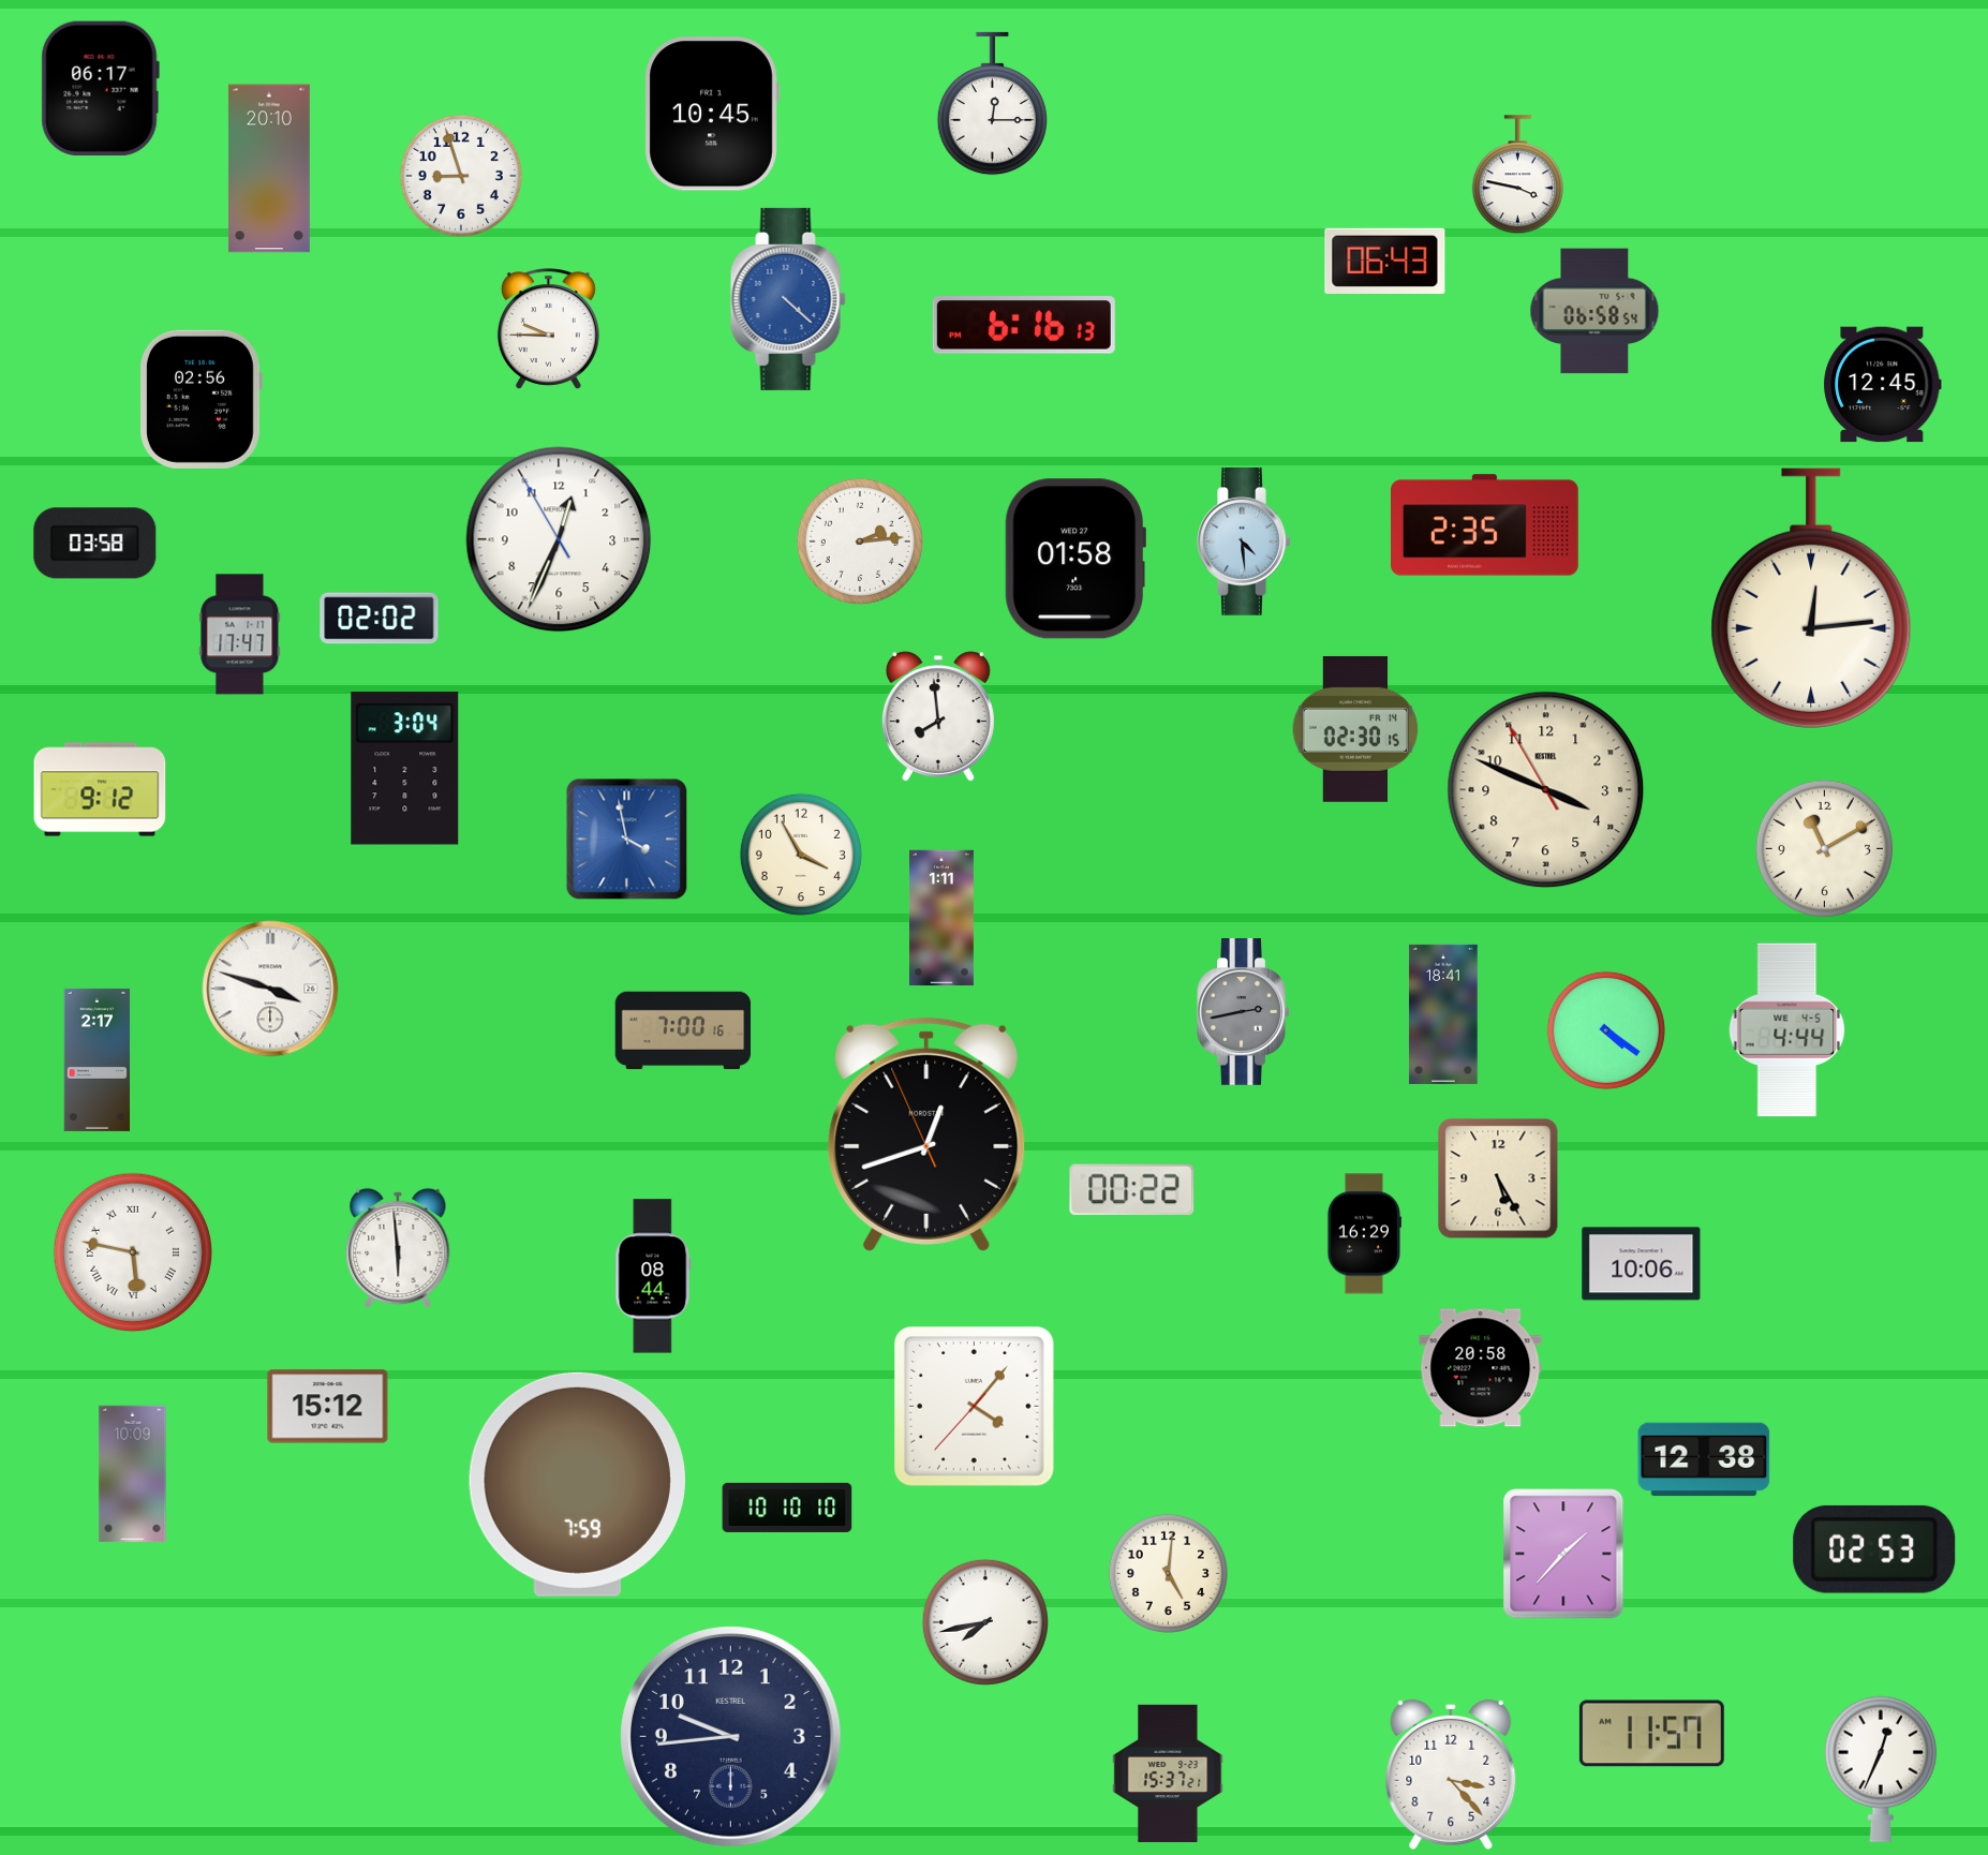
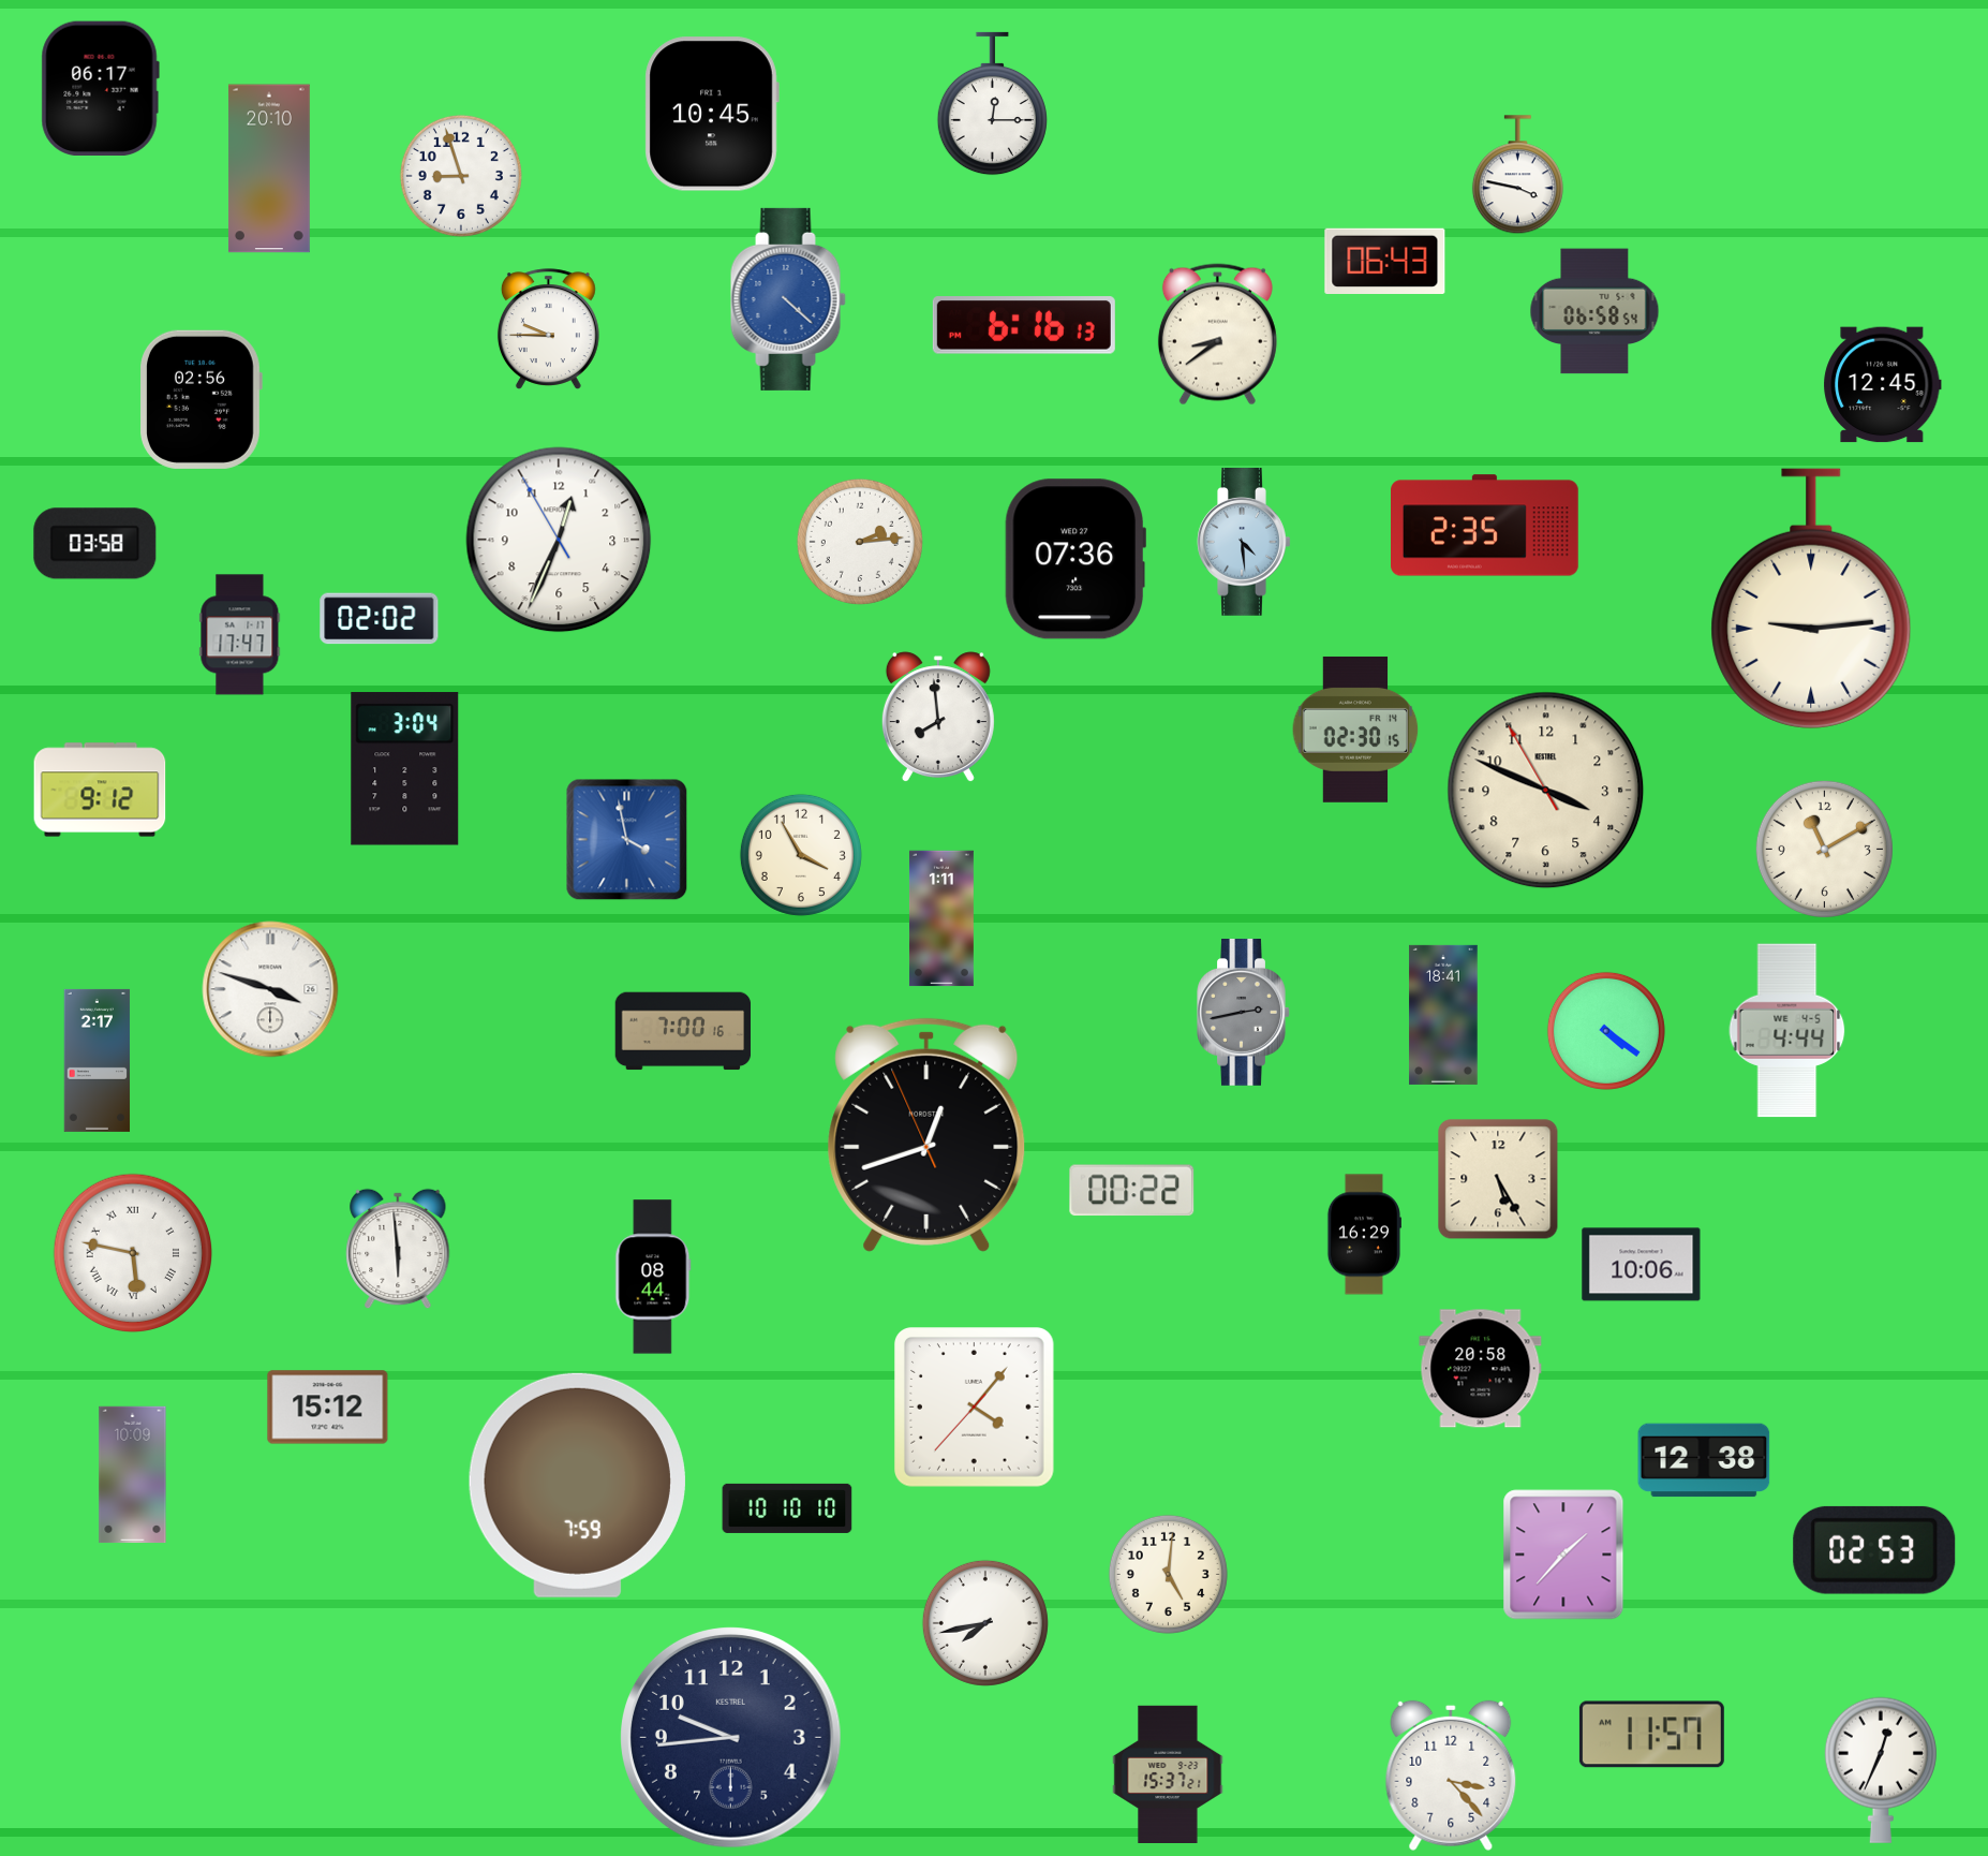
clock at (1217, 335): none -> 8:39
clock at (1075, 559): 01:58 -> 07:36
clock at (1811, 598): 12:14 -> 9:14
